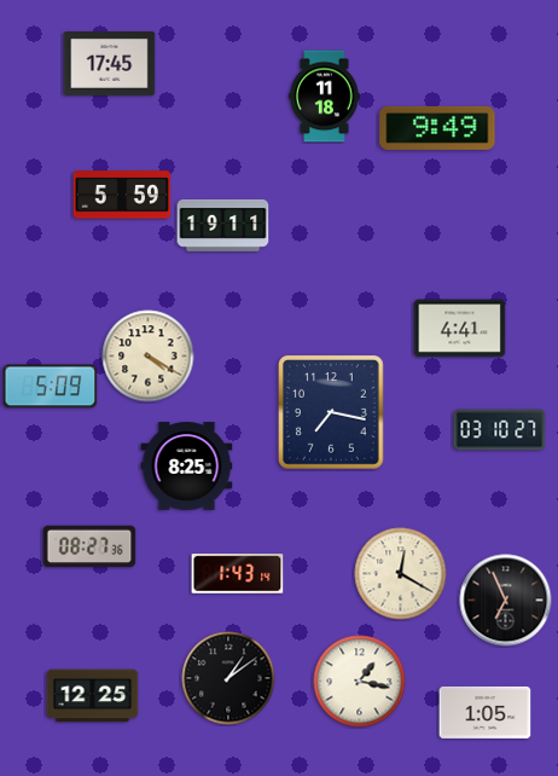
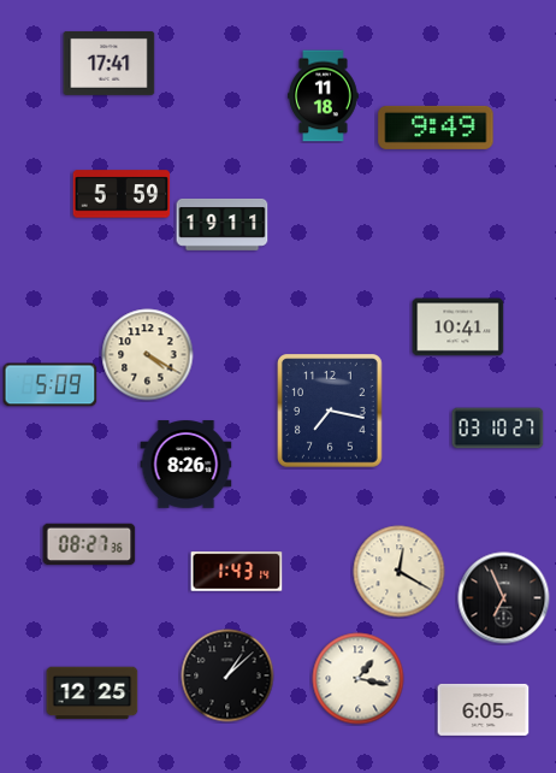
clock at (110, 63): 17:45 -> 17:41
clock at (460, 329): 4:41 -> 10:41
clock at (187, 467): 8:25 -> 8:26
clock at (228, 678): 1:09 -> 1:08
clock at (486, 712): 1:05 -> 6:05
